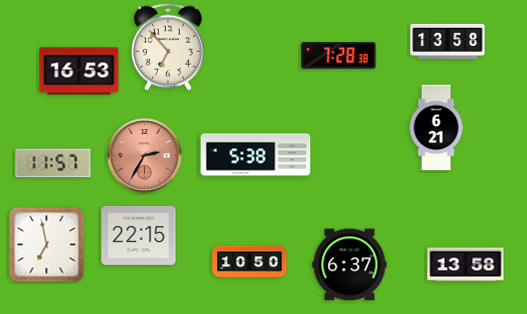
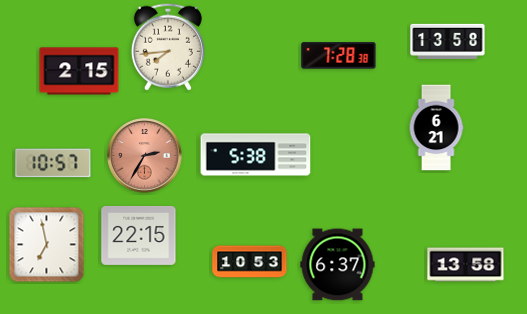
clock at (168, 47): 6:53 -> 7:44
clock at (79, 71): 16:53 -> 2:15
clock at (53, 163): 11:57 -> 10:57
clock at (250, 262): 10:50 -> 10:53
clock at (350, 265) position: (350, 265) -> (338, 265)
